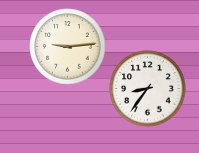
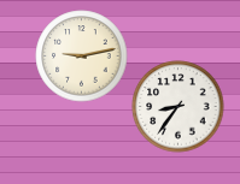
clock at (68, 47): 9:14 -> 9:13
